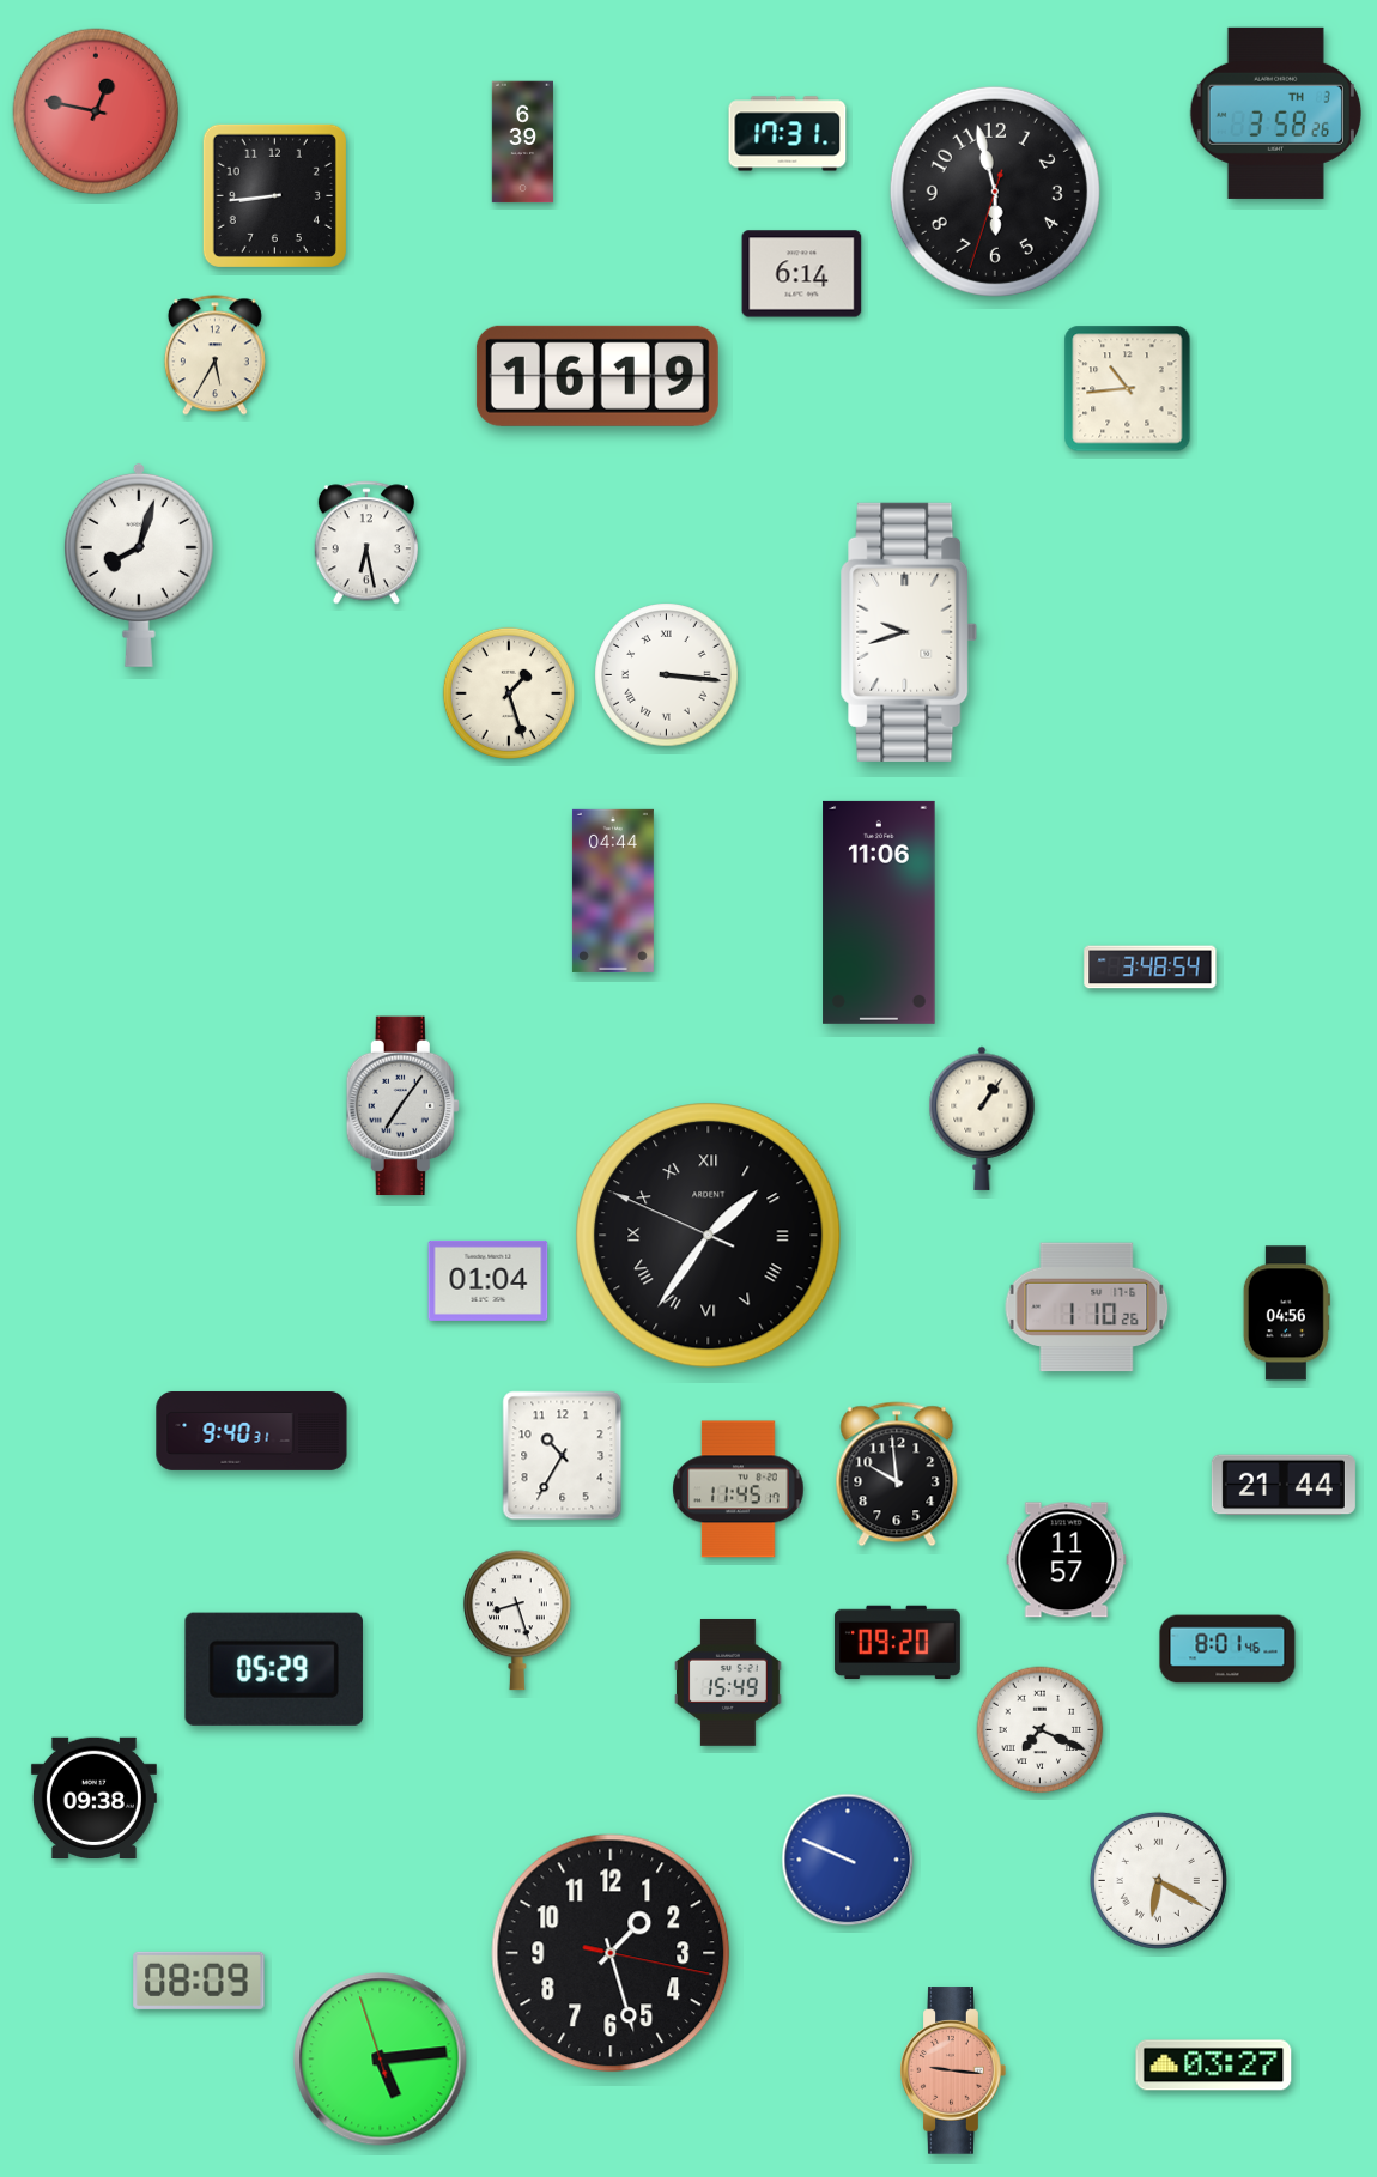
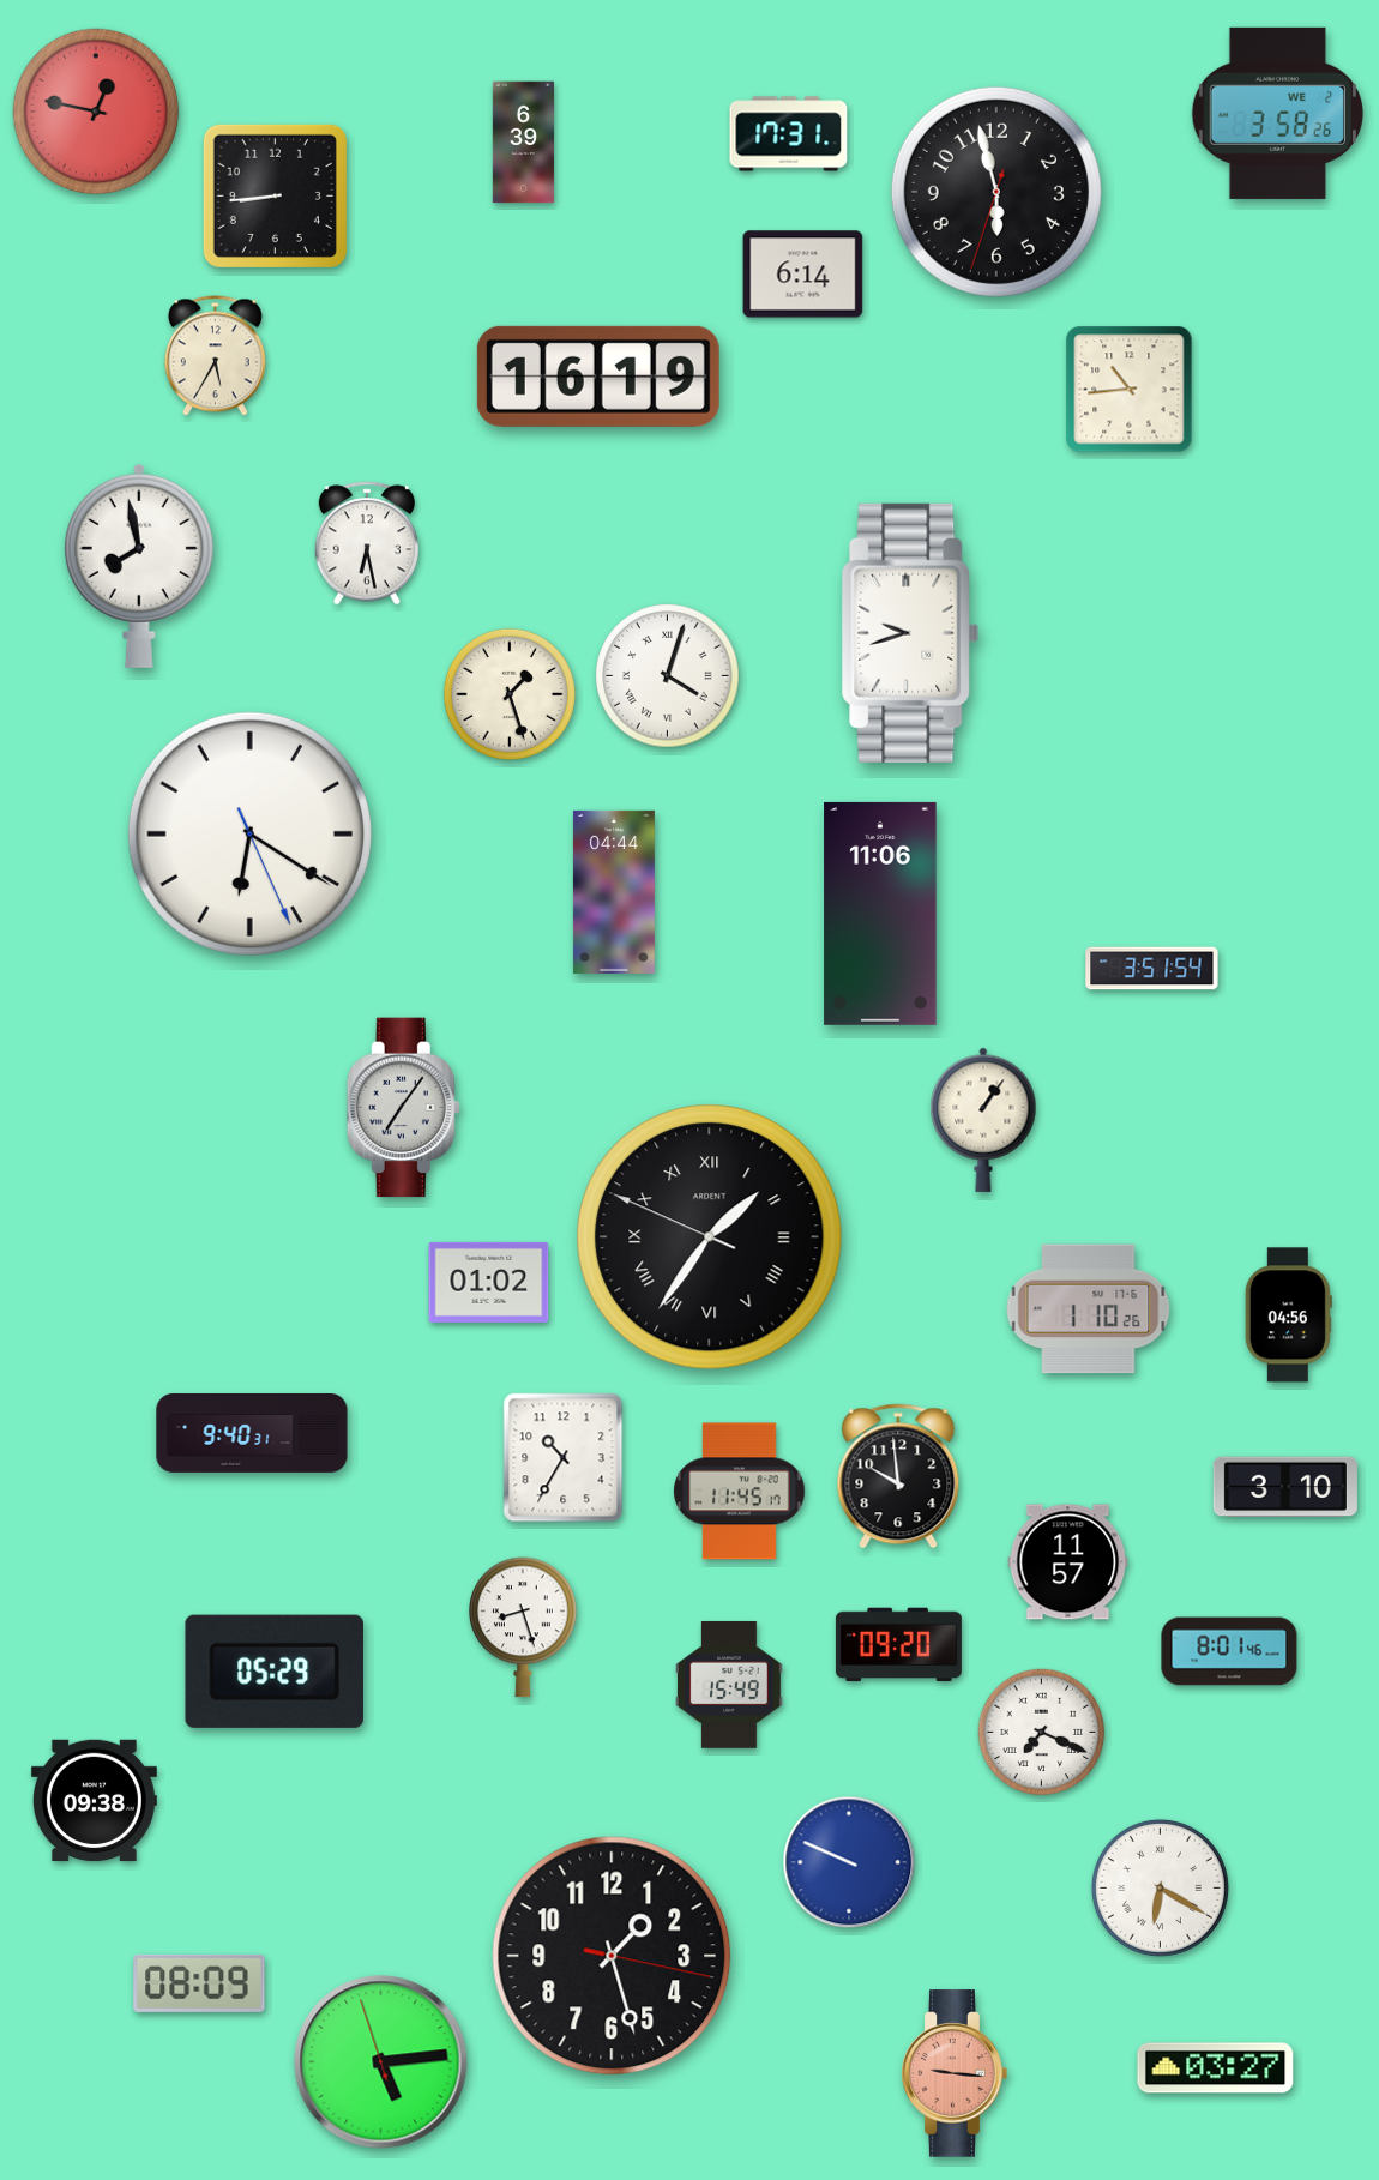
clock at (1275, 113) date: TH 3 -> WE 2
clock at (139, 565): 8:03 -> 7:58
clock at (667, 675): 3:16 -> 4:03
clock at (249, 833): none -> 6:20
clock at (1151, 968): 3:48 -> 3:51
clock at (489, 1280): 01:04 -> 01:02
clock at (1284, 1485): 21:44 -> 3:10
clock at (517, 1620) position: (517, 1620) -> (523, 1627)
clock at (1158, 1880) position: (1158, 1880) -> (1160, 1887)
